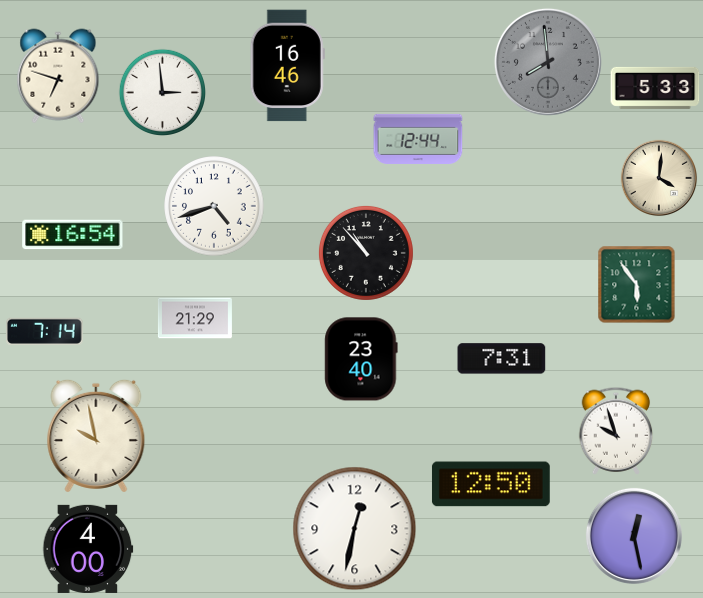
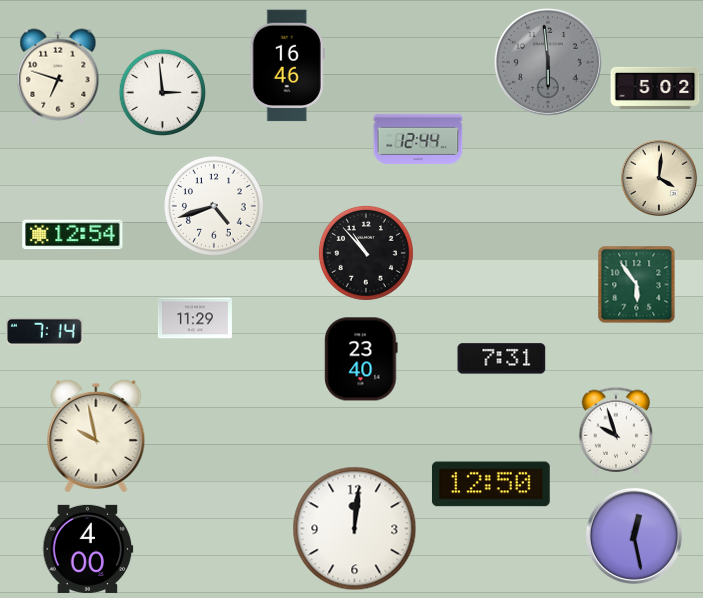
clock at (548, 62): 7:59 -> 5:59
clock at (655, 88): 5:33 -> 5:02
clock at (73, 235): 16:54 -> 12:54
clock at (195, 318): 21:29 -> 11:29
clock at (355, 529): 12:32 -> 12:01
